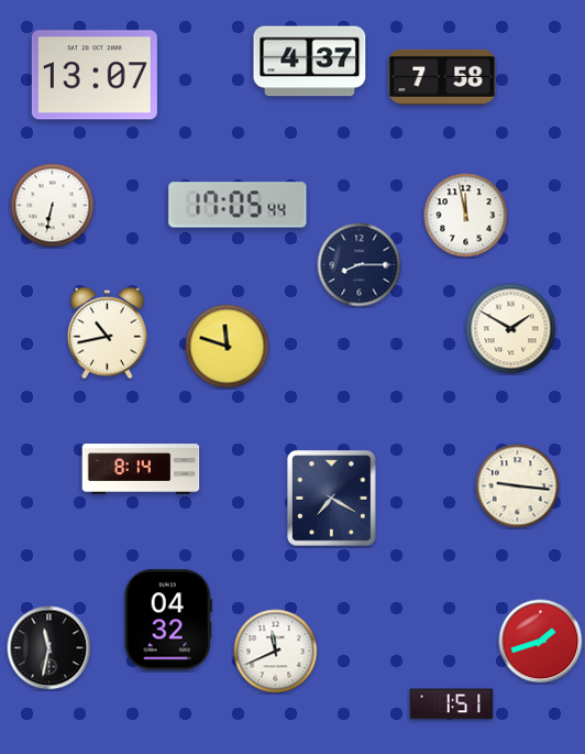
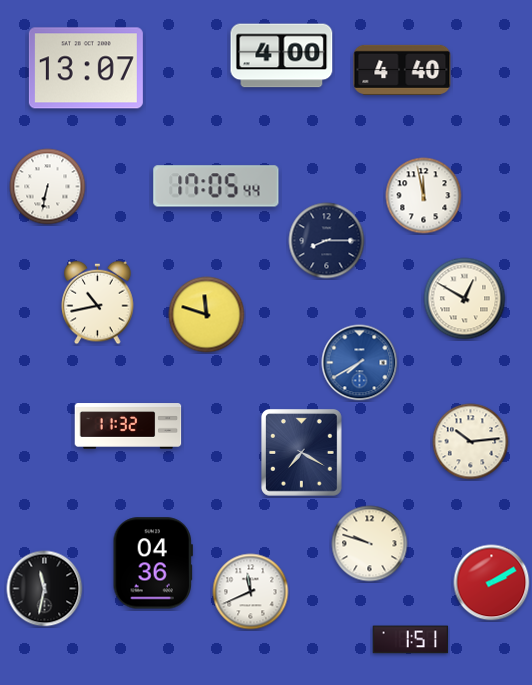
clock at (310, 62): 4:37 -> 4:00
clock at (442, 77): 7:58 -> 4:40
clock at (511, 329): 1:50 -> 12:50
clock at (360, 363): none -> 7:40
clock at (141, 469): 8:14 -> 11:32
clock at (518, 487): 9:16 -> 10:14
clock at (370, 544): none -> 9:48
clock at (168, 620): 04:32 -> 04:36
clock at (541, 642): 1:42 -> 2:10
